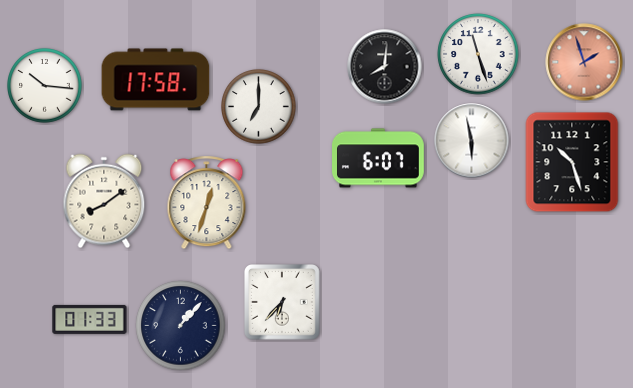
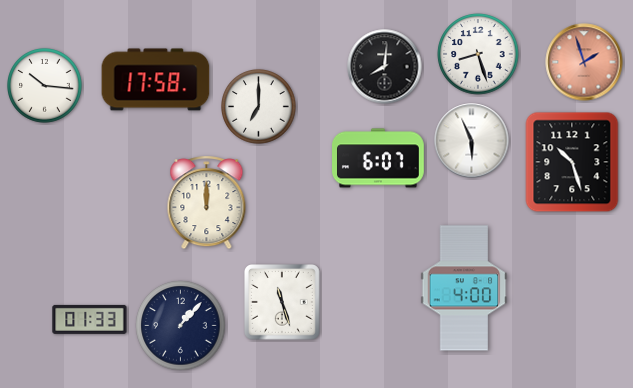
clock at (478, 54): 11:27 -> 8:27
clock at (472, 141): 5:58 -> 5:56
clock at (104, 201): 8:09 -> none
clock at (207, 203): 12:33 -> 12:00
clock at (464, 288): none -> 4:00
clock at (283, 303): 6:37 -> 11:27
